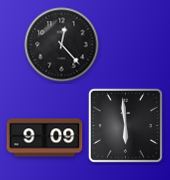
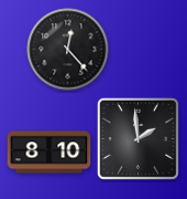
clock at (125, 125): 5:59 -> 1:59
clock at (45, 138): 9:09 -> 8:10
